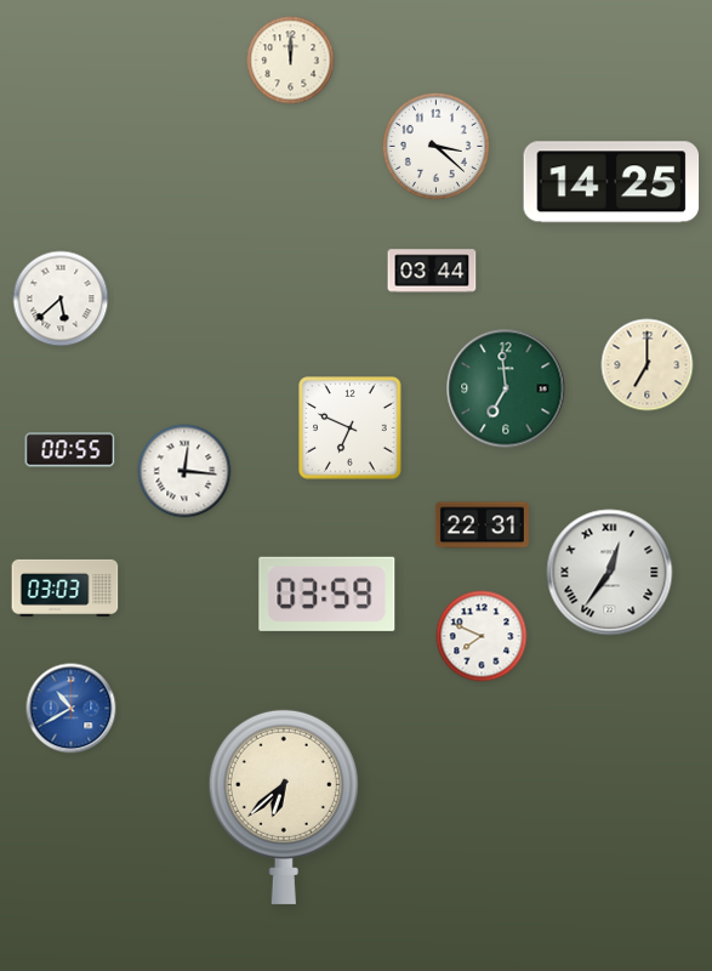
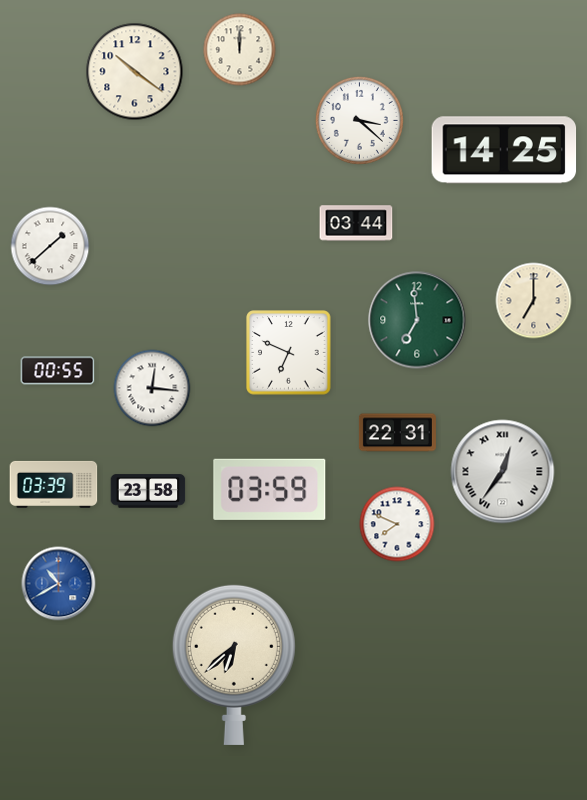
clock at (135, 72): none -> 10:21
clock at (61, 299): 5:38 -> 1:38
clock at (65, 587): 03:03 -> 03:39
clock at (148, 491): none -> 23:58
